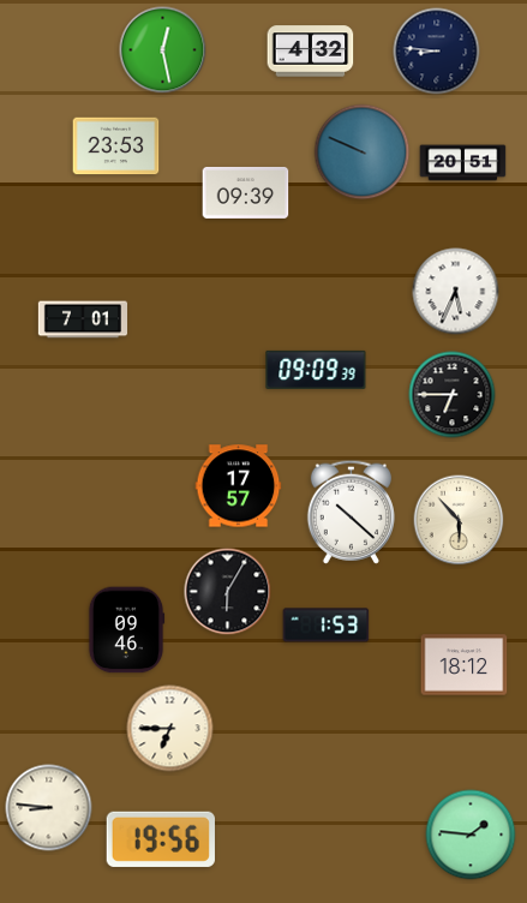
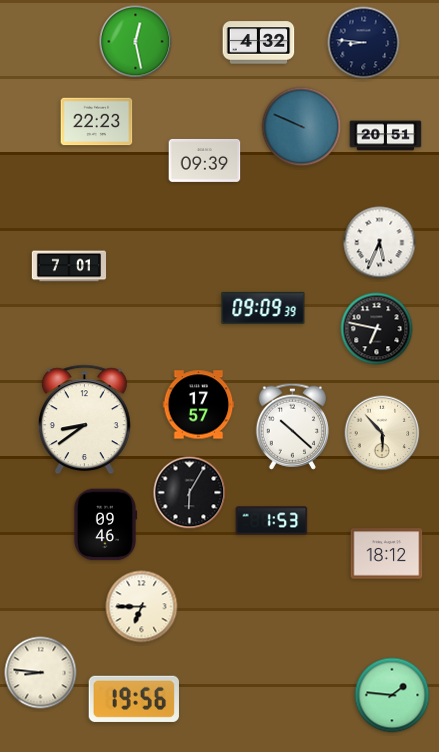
clock at (116, 146): 23:53 -> 22:23
clock at (453, 395): 6:45 -> 6:47
clock at (84, 420): none -> 8:39
